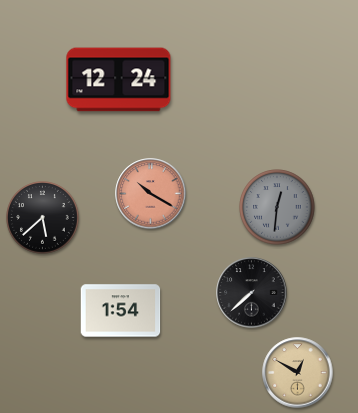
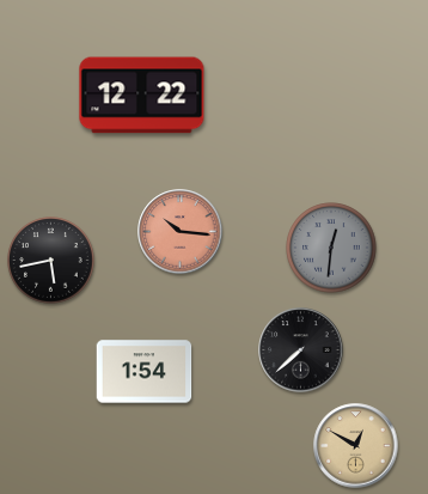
clock at (119, 80): 12:24 -> 12:22
clock at (151, 194): 10:20 -> 10:16
clock at (43, 218): 5:38 -> 5:43
